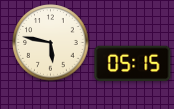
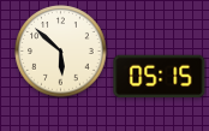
clock at (51, 43): 5:47 -> 5:52
